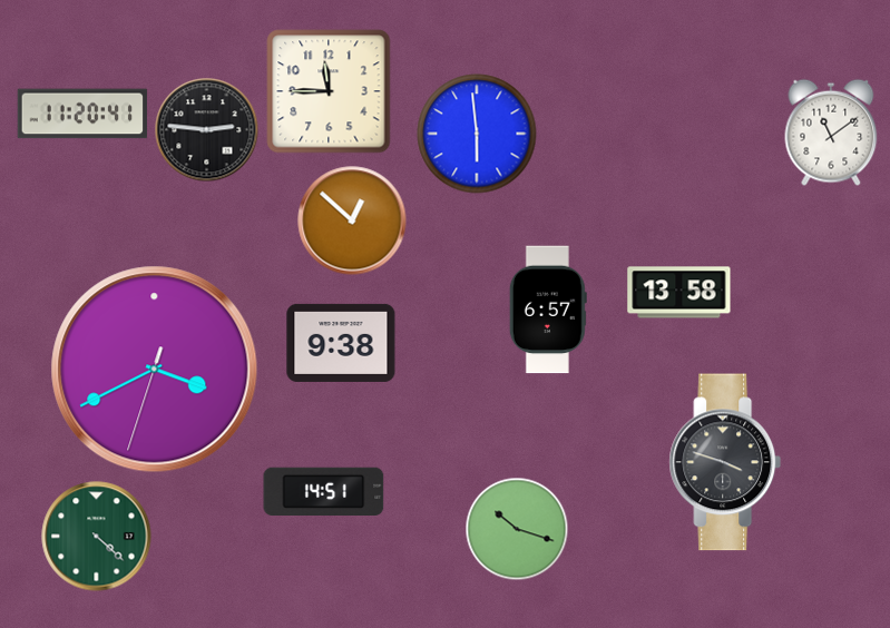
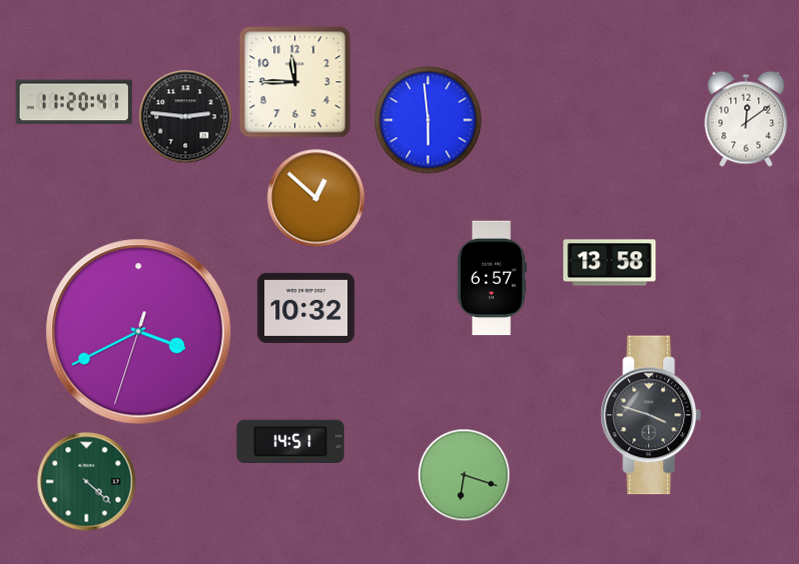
clock at (831, 133): 11:09 -> 12:09
clock at (341, 343): 9:38 -> 10:32
clock at (517, 529): 10:18 -> 6:18
